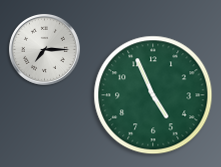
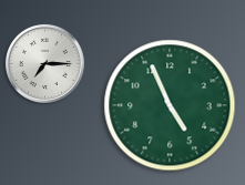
clock at (44, 49) position: (44, 49) -> (44, 63)
